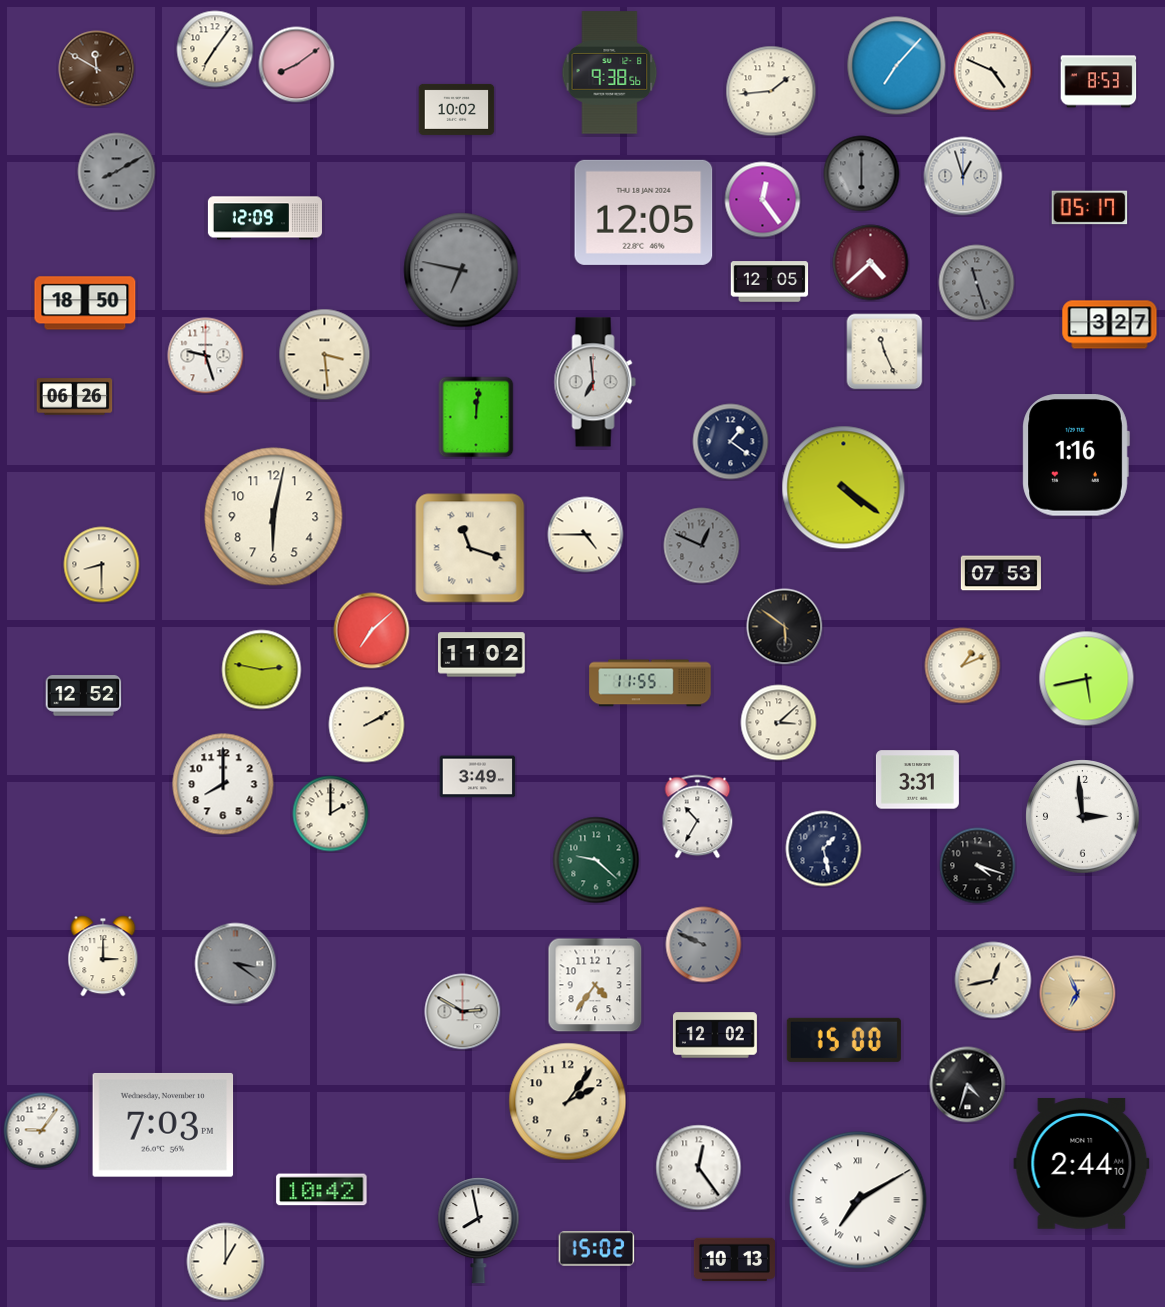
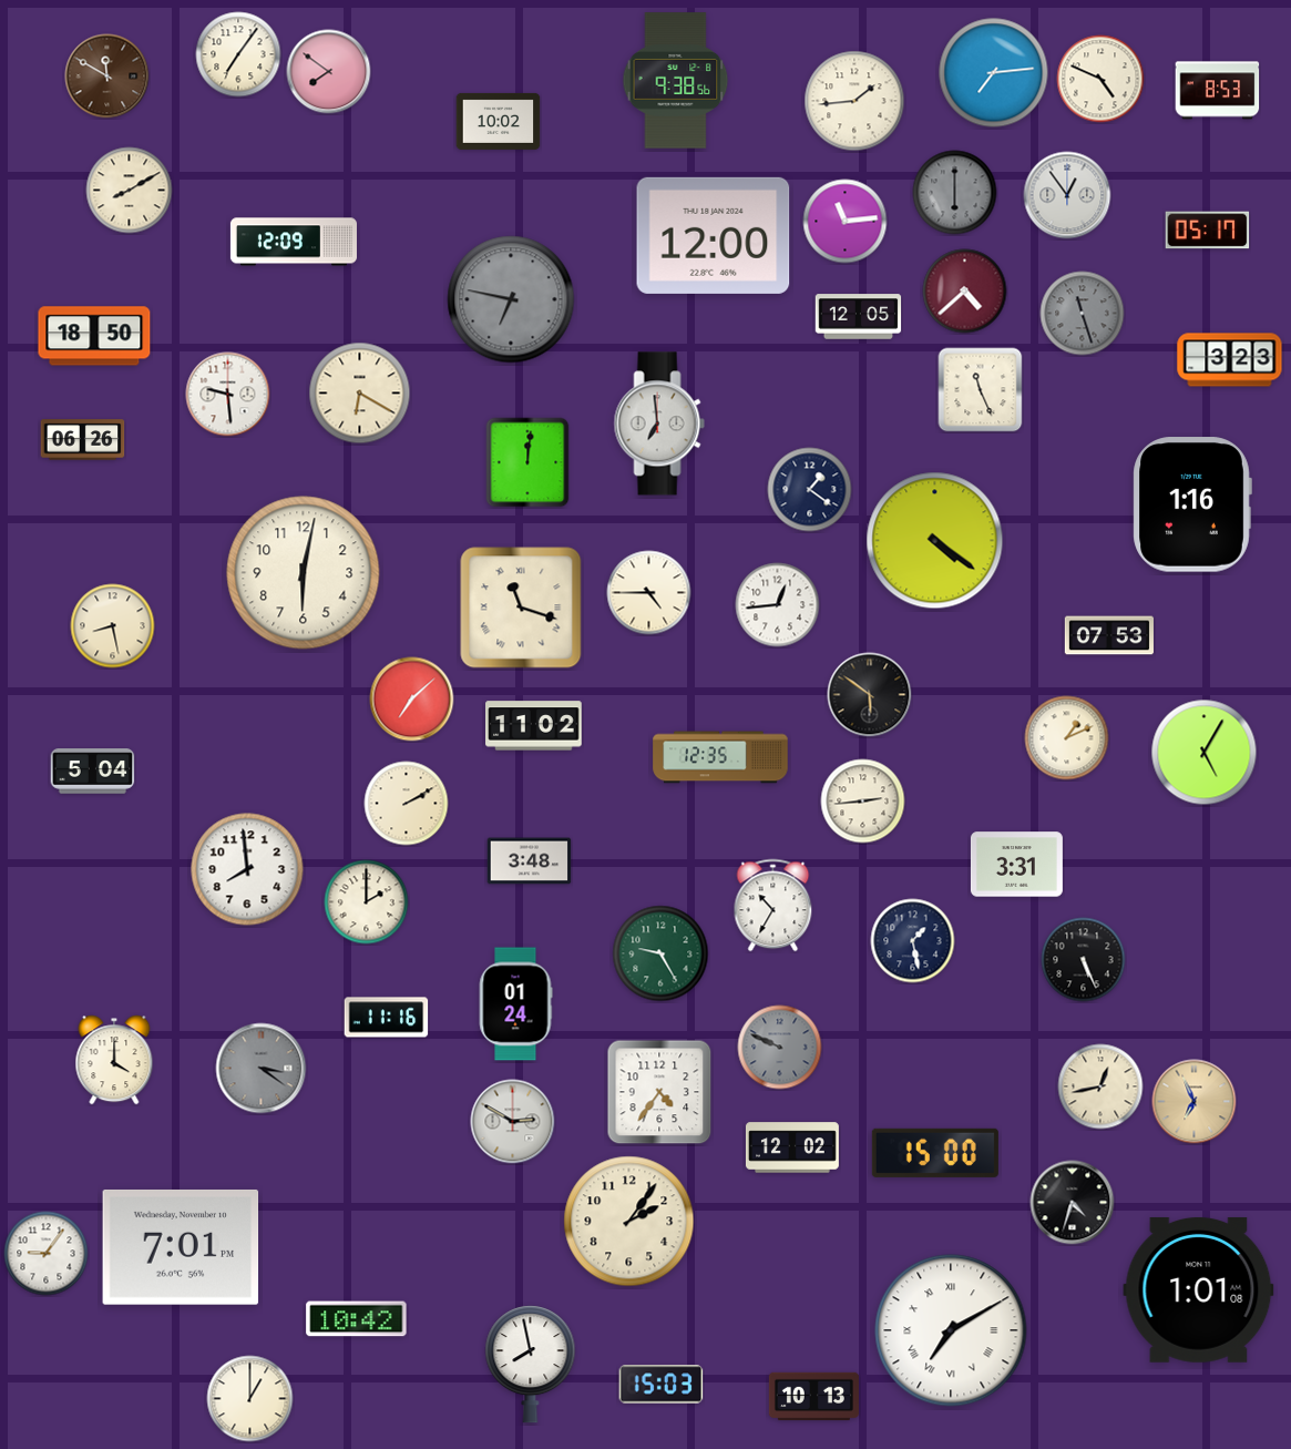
clock at (297, 65): 8:09 -> 7:51
clock at (897, 66): 7:07 -> 7:14
clock at (457, 109) position: (457, 109) -> (499, 121)
clock at (117, 172) dial: grey -> cream
clock at (963, 176): 12:57 -> 12:54
clock at (763, 200): 12:24 -> 11:14
clock at (644, 212): 12:05 -> 12:00
clock at (770, 282) position: (770, 282) -> (859, 317)
clock at (1110, 325): 3:27 -> 3:23
clock at (325, 355): 3:29 -> 6:20
clock at (206, 356): 9:27 -> 9:29
clock at (702, 546): 12:49 -> 12:44
clock at (702, 546) dial: grey -> white
clock at (102, 565): 8:30 -> 8:28
clock at (262, 670): 2:47 -> none
clock at (1087, 679): 5:43 -> 5:05
clock at (650, 683): 11:55 -> 12:35
clock at (84, 696): 12:52 -> 5:04
clock at (779, 723): 3:08 -> 2:44
clock at (478, 777): 3:49 -> 3:48
clock at (223, 784): 8:00 -> 7:59
clock at (1083, 817): 2:59 -> none
clock at (596, 860): 9:22 -> 9:25
clock at (978, 866): 4:18 -> 5:26
clock at (515, 1004): none -> 01:24
clock at (387, 1018): none -> 11:16
clock at (103, 956): 3:00 -> 4:00
clock at (163, 1125): 7:03 -> 7:01
clock at (1082, 1163): 2:44 -> 1:01
clock at (699, 1168): 12:24 -> none
clock at (597, 1249): 15:02 -> 15:03
